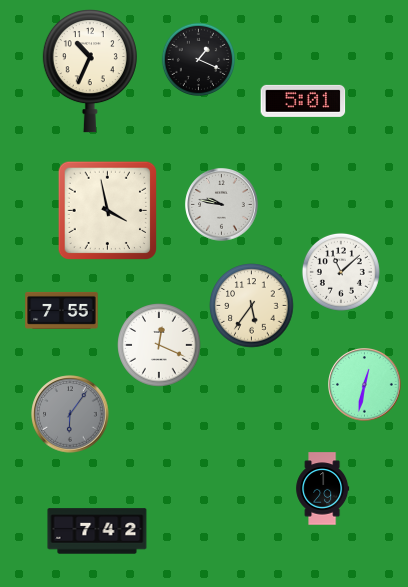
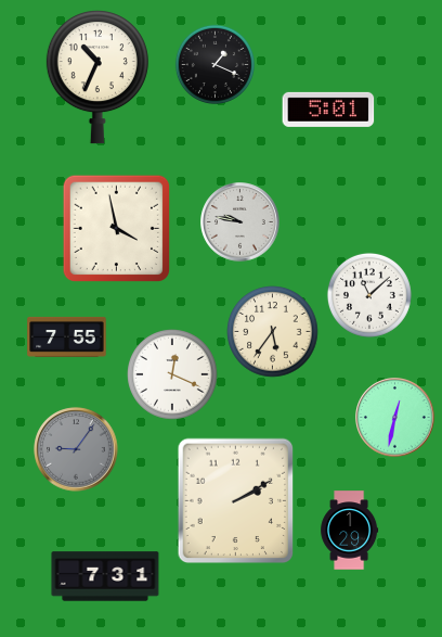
clock at (70, 414): 6:06 -> 9:06
clock at (236, 501): none -> 2:10
clock at (97, 531): 7:42 -> 7:31
